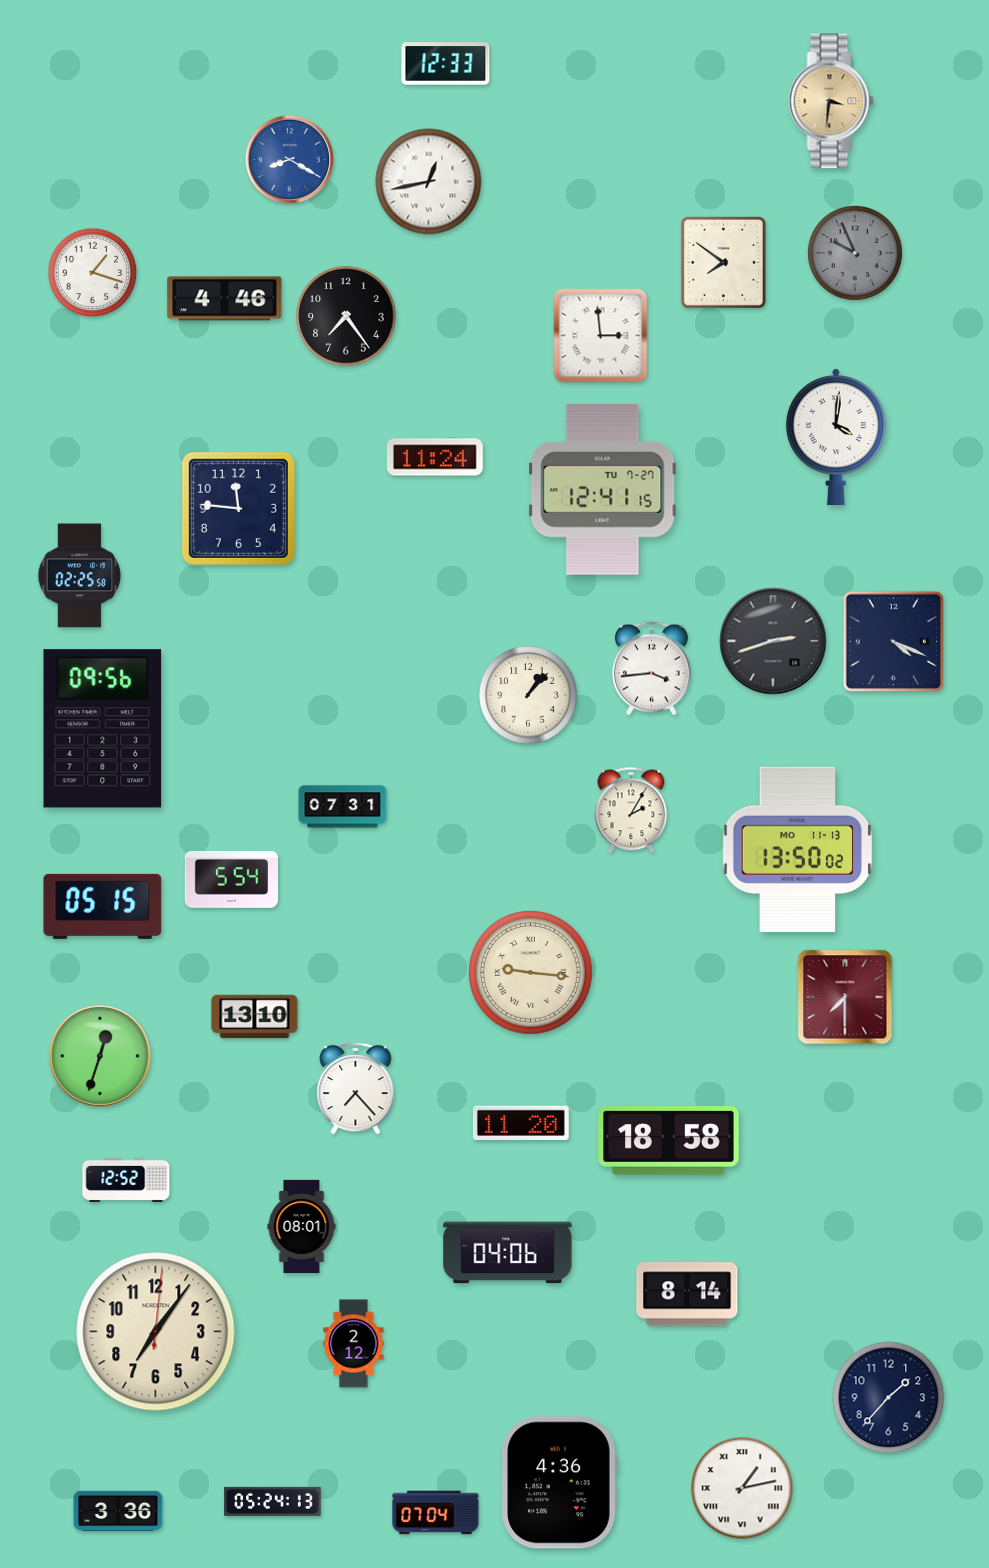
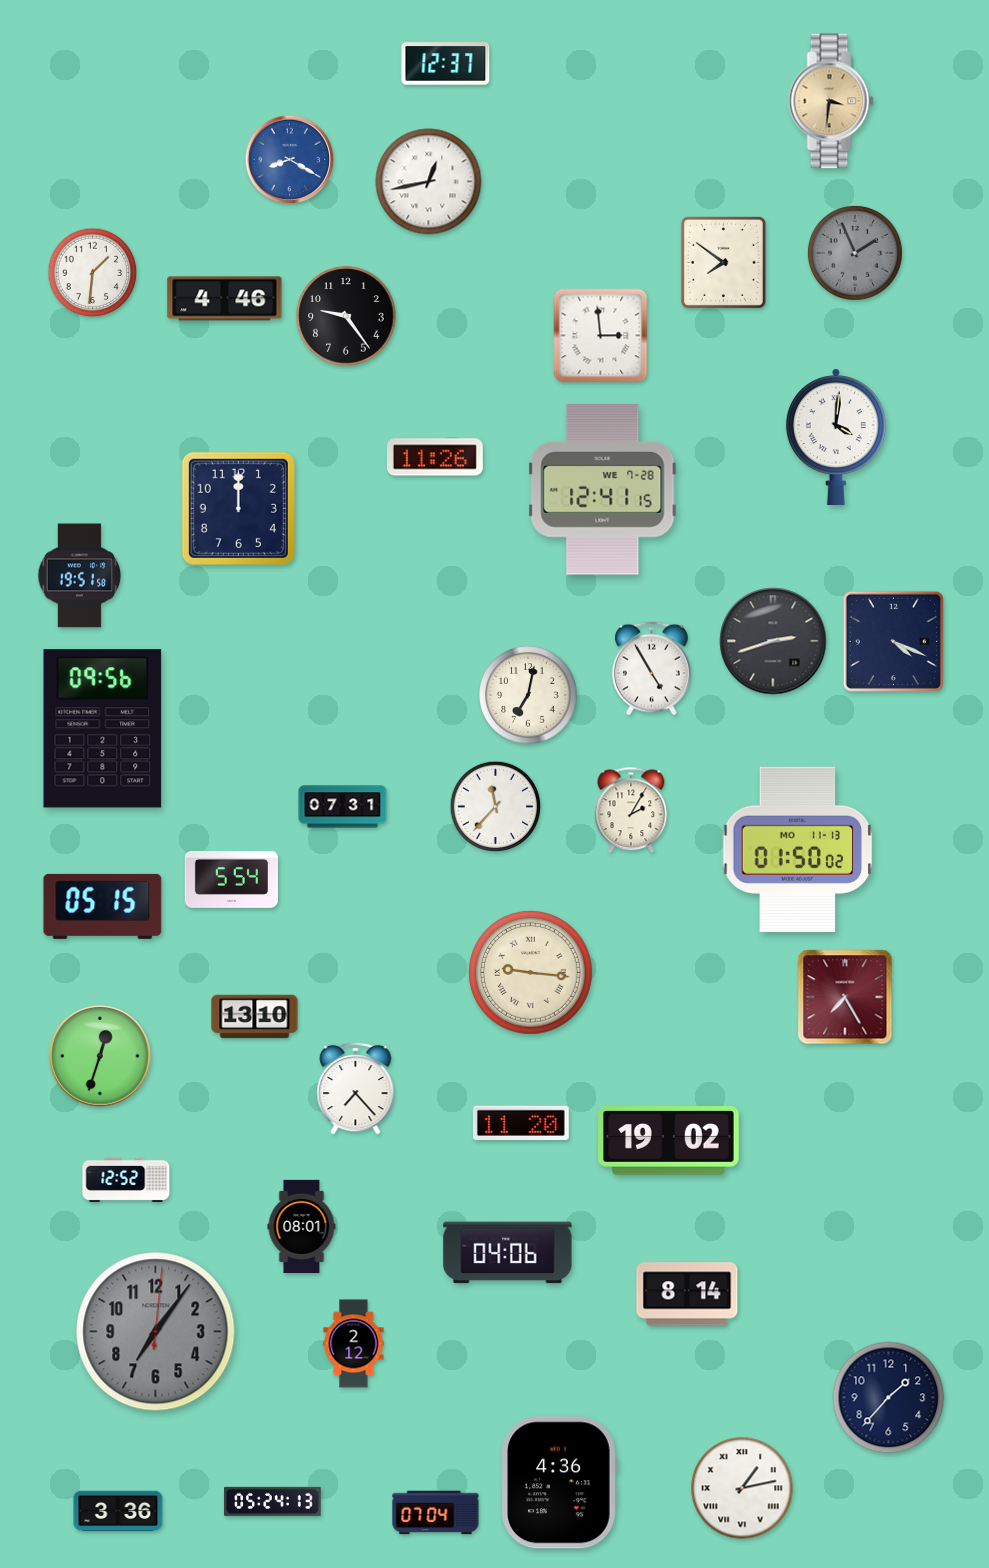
clock at (446, 64): 12:33 -> 12:37
clock at (855, 253): 9:56 -> 1:56
clock at (93, 273): 1:18 -> 1:31
clock at (346, 316): 7:24 -> 9:24
clock at (435, 457): 11:24 -> 11:26
clock at (603, 490) date: TU 7-27 -> WE 7-28
clock at (238, 508): 11:46 -> 12:00
clock at (80, 576): 02:25 -> 19:51
clock at (652, 669): 3:44 -> 4:55
clock at (528, 695): 1:07 -> 7:02
clock at (496, 807): none -> 11:37
clock at (798, 849): 13:50 -> 01:50
clock at (845, 997): 7:30 -> 7:25
clock at (669, 1141): 18:58 -> 19:02
clock at (156, 1332) dial: cream -> grey
